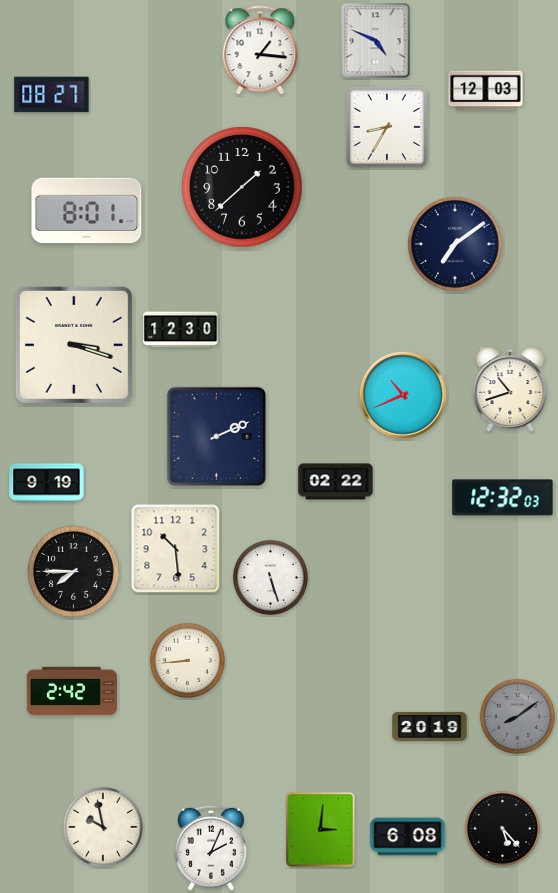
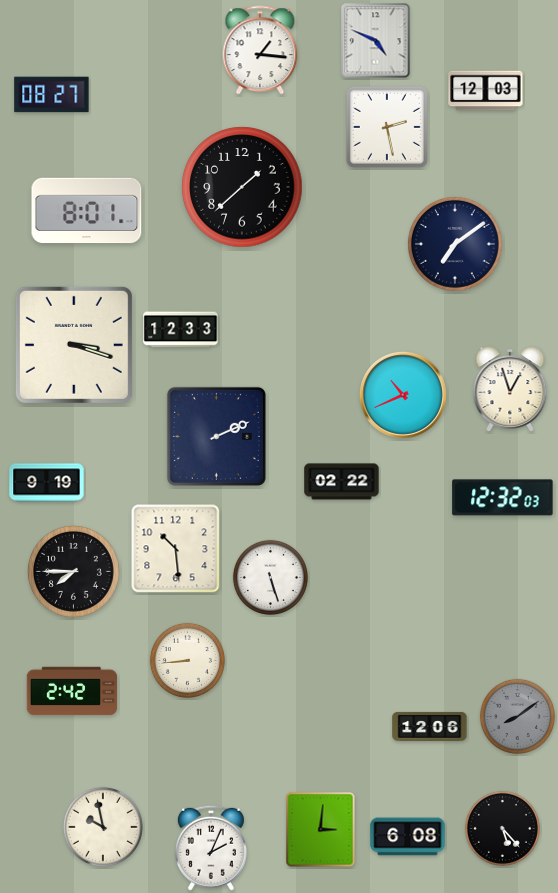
clock at (387, 127): 8:35 -> 2:28
clock at (181, 330): 12:30 -> 12:33
clock at (510, 389): 10:42 -> 12:57
clock at (336, 482) position: (336, 482) -> (342, 482)
clock at (430, 726): 20:19 -> 12:06
